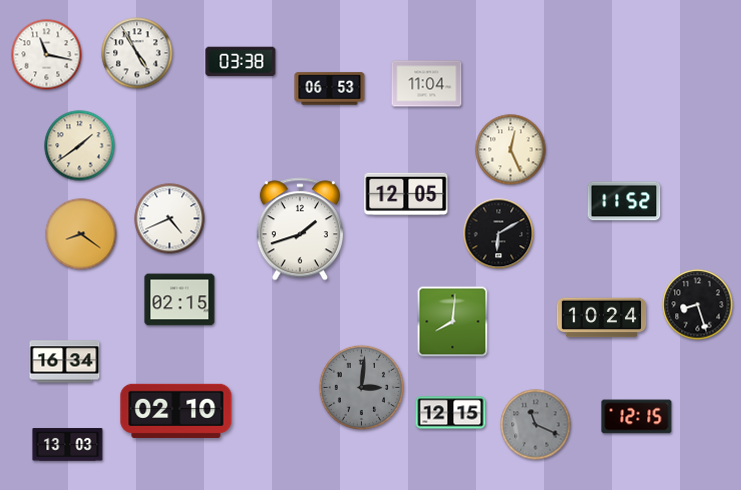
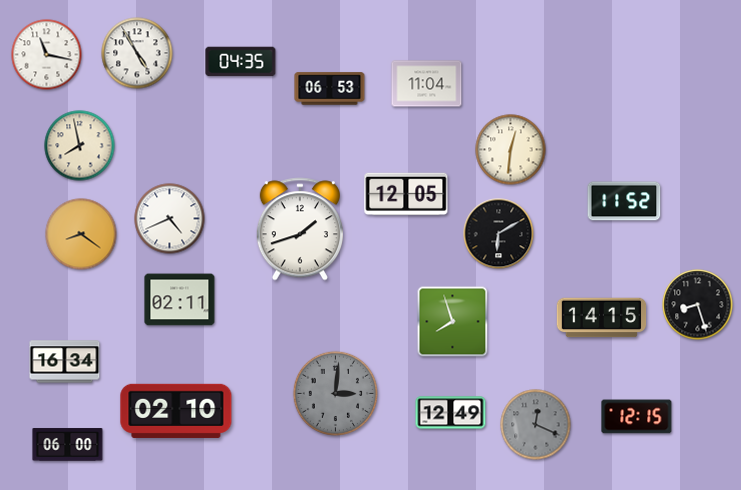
clock at (241, 62): 03:38 -> 04:35
clock at (80, 146): 1:39 -> 7:58
clock at (511, 150): 12:26 -> 12:31
clock at (180, 300): 02:15 -> 02:11
clock at (602, 318): 10:24 -> 14:15
clock at (453, 322): 8:01 -> 7:57
clock at (361, 387) position: (361, 387) -> (335, 393)
clock at (451, 413): 12:15 -> 12:49
clock at (536, 425): 11:19 -> 12:19
clock at (68, 445): 13:03 -> 06:00
